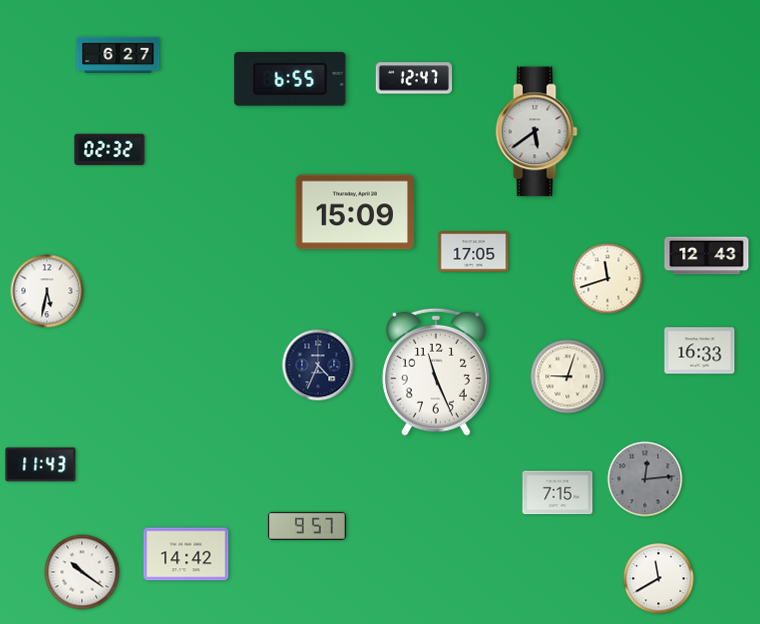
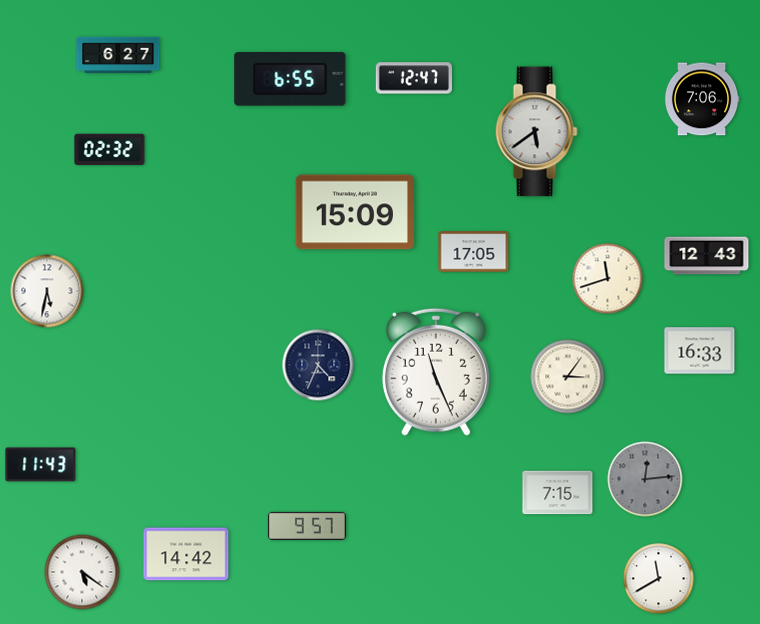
clock at (702, 99): none -> 7:06
clock at (568, 377): 9:03 -> 3:06
clock at (82, 572): 10:21 -> 5:21
